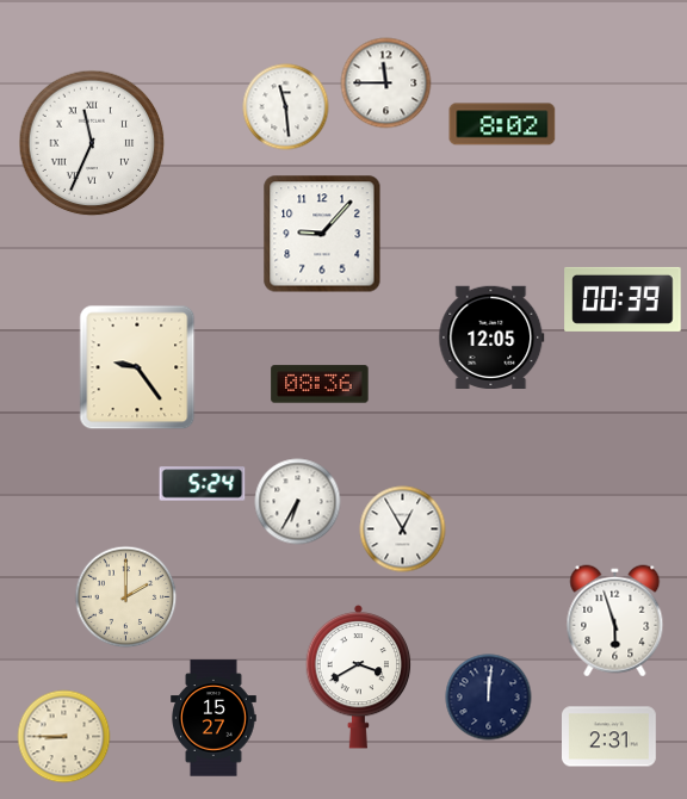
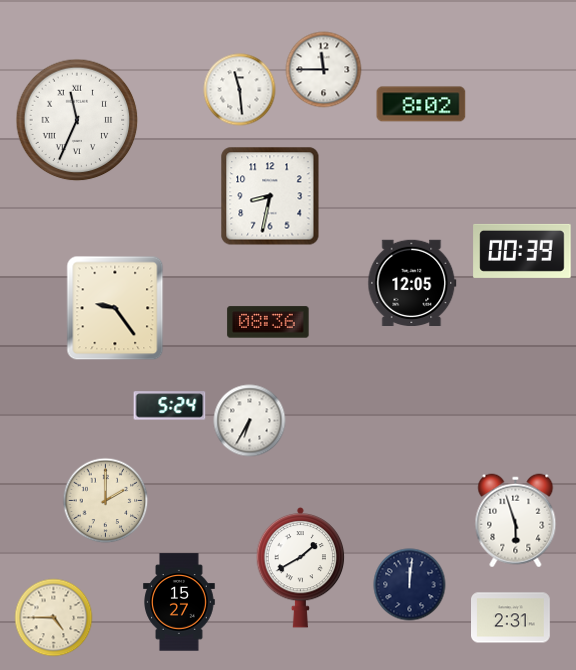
clock at (322, 234): 9:07 -> 8:32
clock at (403, 529): 12:55 -> none
clock at (359, 676): 3:40 -> 1:40
clock at (64, 737): 8:45 -> 4:45
